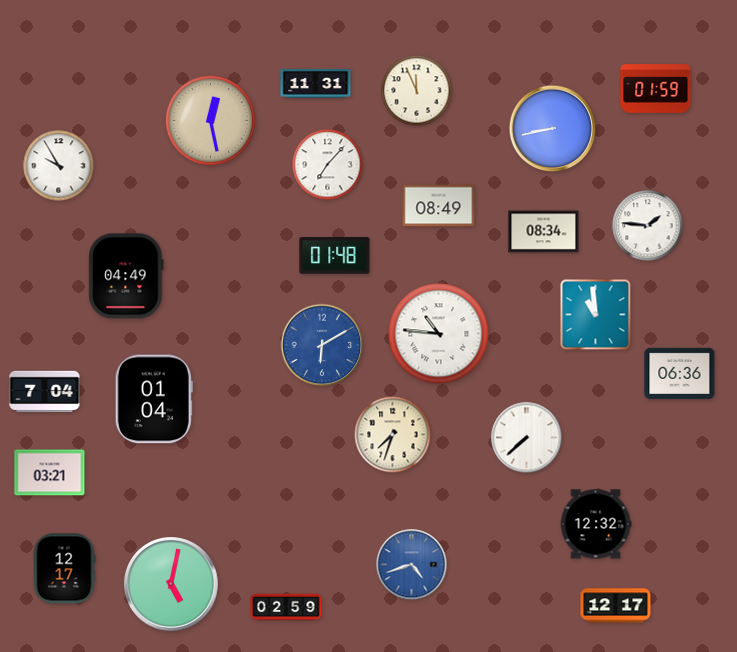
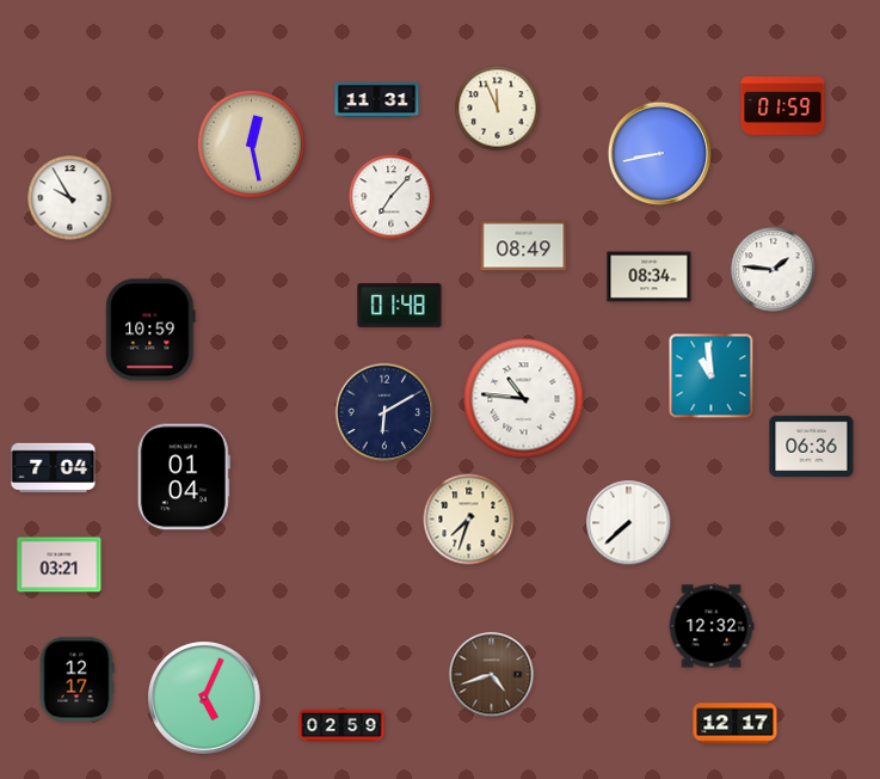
clock at (126, 276): 04:49 -> 10:59
clock at (322, 345) dial: blue -> navy
clock at (412, 565) dial: blue -> brown
clock at (171, 584): 5:02 -> 5:04
